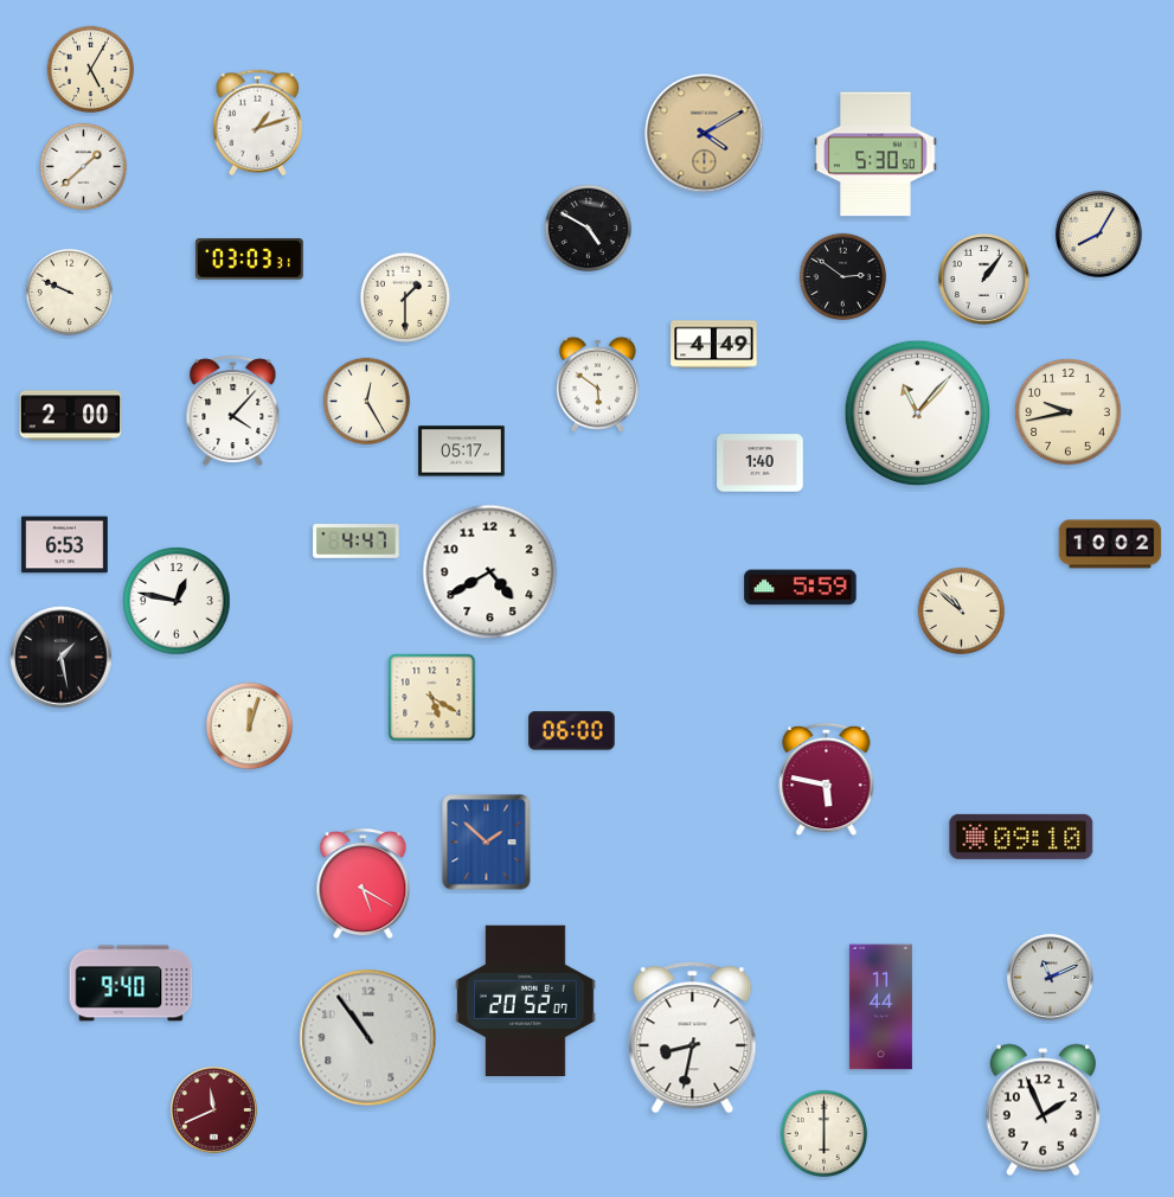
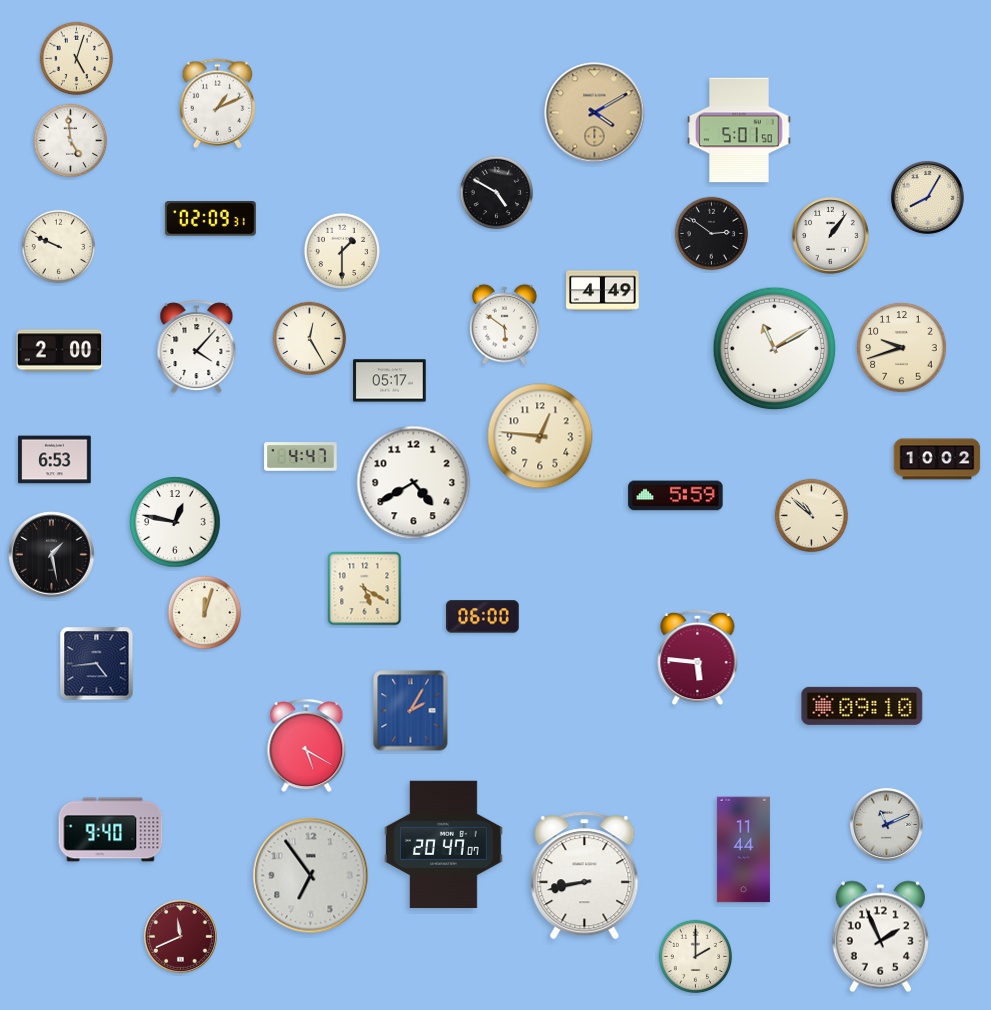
clock at (91, 70): 5:05 -> 5:03
clock at (258, 123): 1:12 -> 1:11
clock at (875, 154): 5:30 -> 5:01
clock at (84, 167): 1:38 -> 4:59
clock at (249, 260): 03:03 -> 02:09
clock at (1069, 412): 9:43 -> 9:42
clock at (918, 414): 11:07 -> 11:10
clock at (761, 463): 1:40 -> none
clock at (540, 436): none -> 12:46
clock at (177, 601) position: (177, 601) -> (175, 522)
clock at (250, 726) position: (250, 726) -> (205, 613)
clock at (827, 780): 5:47 -> 5:46
clock at (97, 664): none -> 4:44
clock at (487, 843): 1:52 -> 2:05
clock at (526, 1000): 20:52 -> 20:47
clock at (368, 1038): 10:54 -> 6:54
clock at (693, 1038): 8:32 -> 8:43
clock at (825, 1134): 6:00 -> 2:00
